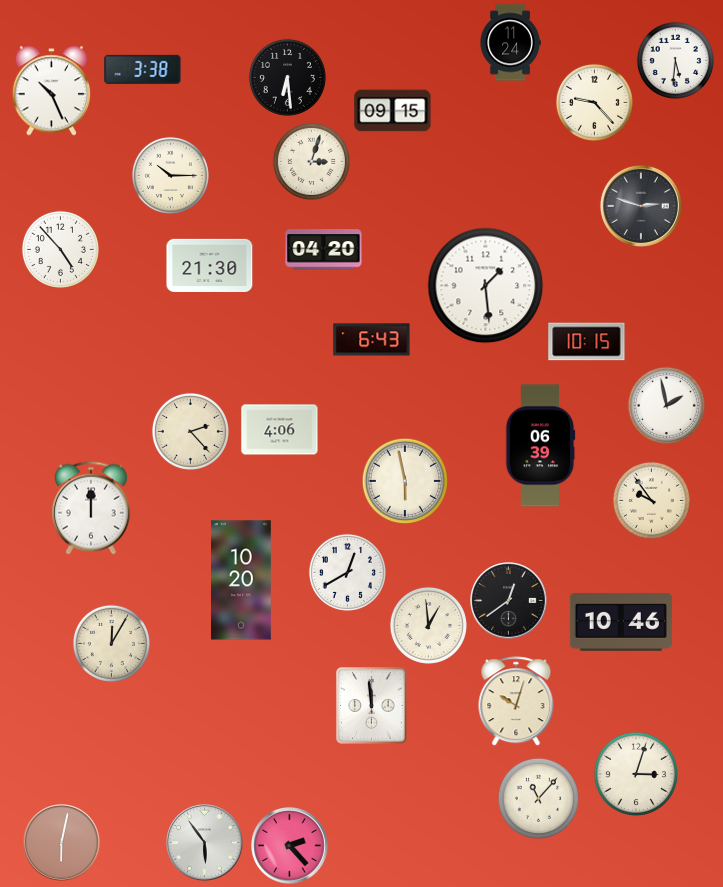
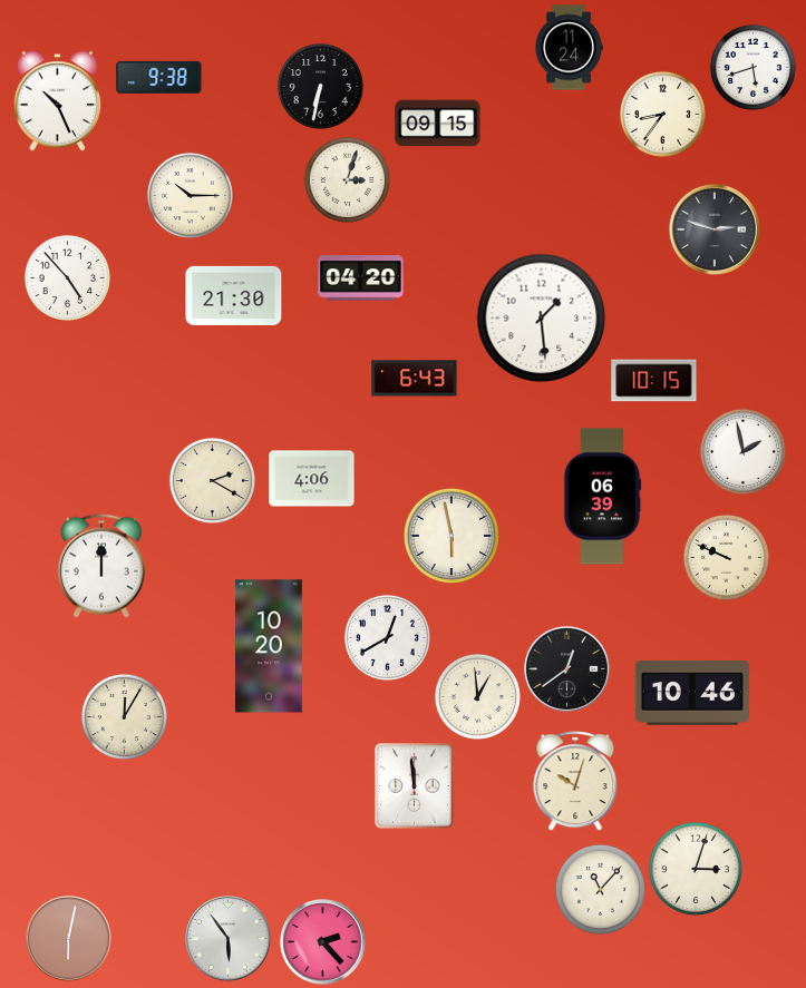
clock at (675, 60): 5:31 -> 5:42
clock at (143, 69): 3:38 -> 9:38
clock at (287, 77): 6:29 -> 6:32
clock at (594, 102): 9:23 -> 8:36
clock at (190, 431): 2:23 -> 2:20
clock at (651, 500): 9:54 -> 9:49
clock at (635, 773) position: (635, 773) -> (695, 868)
